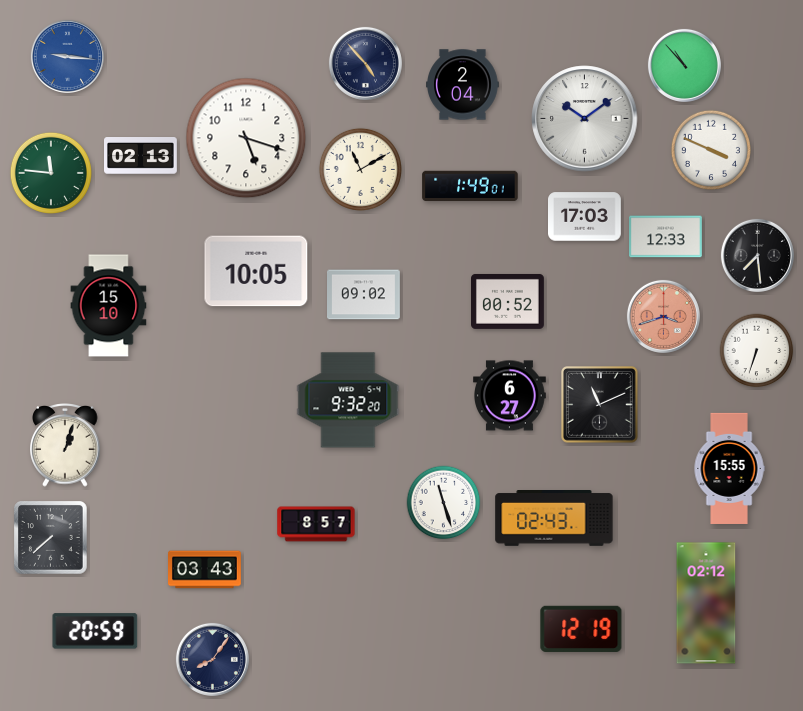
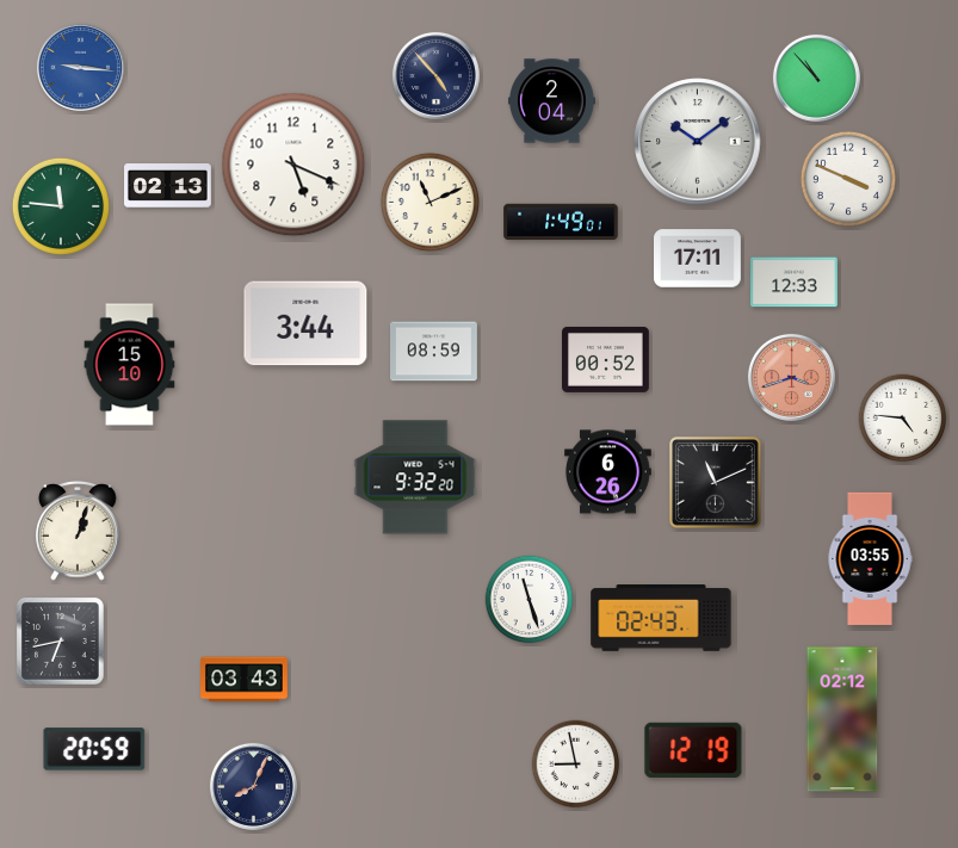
clock at (246, 138): 5:18 -> 5:19
clock at (360, 169): 11:10 -> 11:11
clock at (585, 217): 17:03 -> 17:11
clock at (757, 255): 7:29 -> none
clock at (256, 271): 10:05 -> 3:44
clock at (364, 295): 09:02 -> 08:59
clock at (757, 351): 6:33 -> 4:46
clock at (510, 396): 6:27 -> 6:26
clock at (729, 468): 15:55 -> 03:55
clock at (316, 524): 8:57 -> none
clock at (51, 538): 7:38 -> 6:43
clock at (95, 631) position: (95, 631) -> (94, 749)
clock at (576, 765): none -> 8:58
clock at (212, 659): 8:06 -> 8:04
